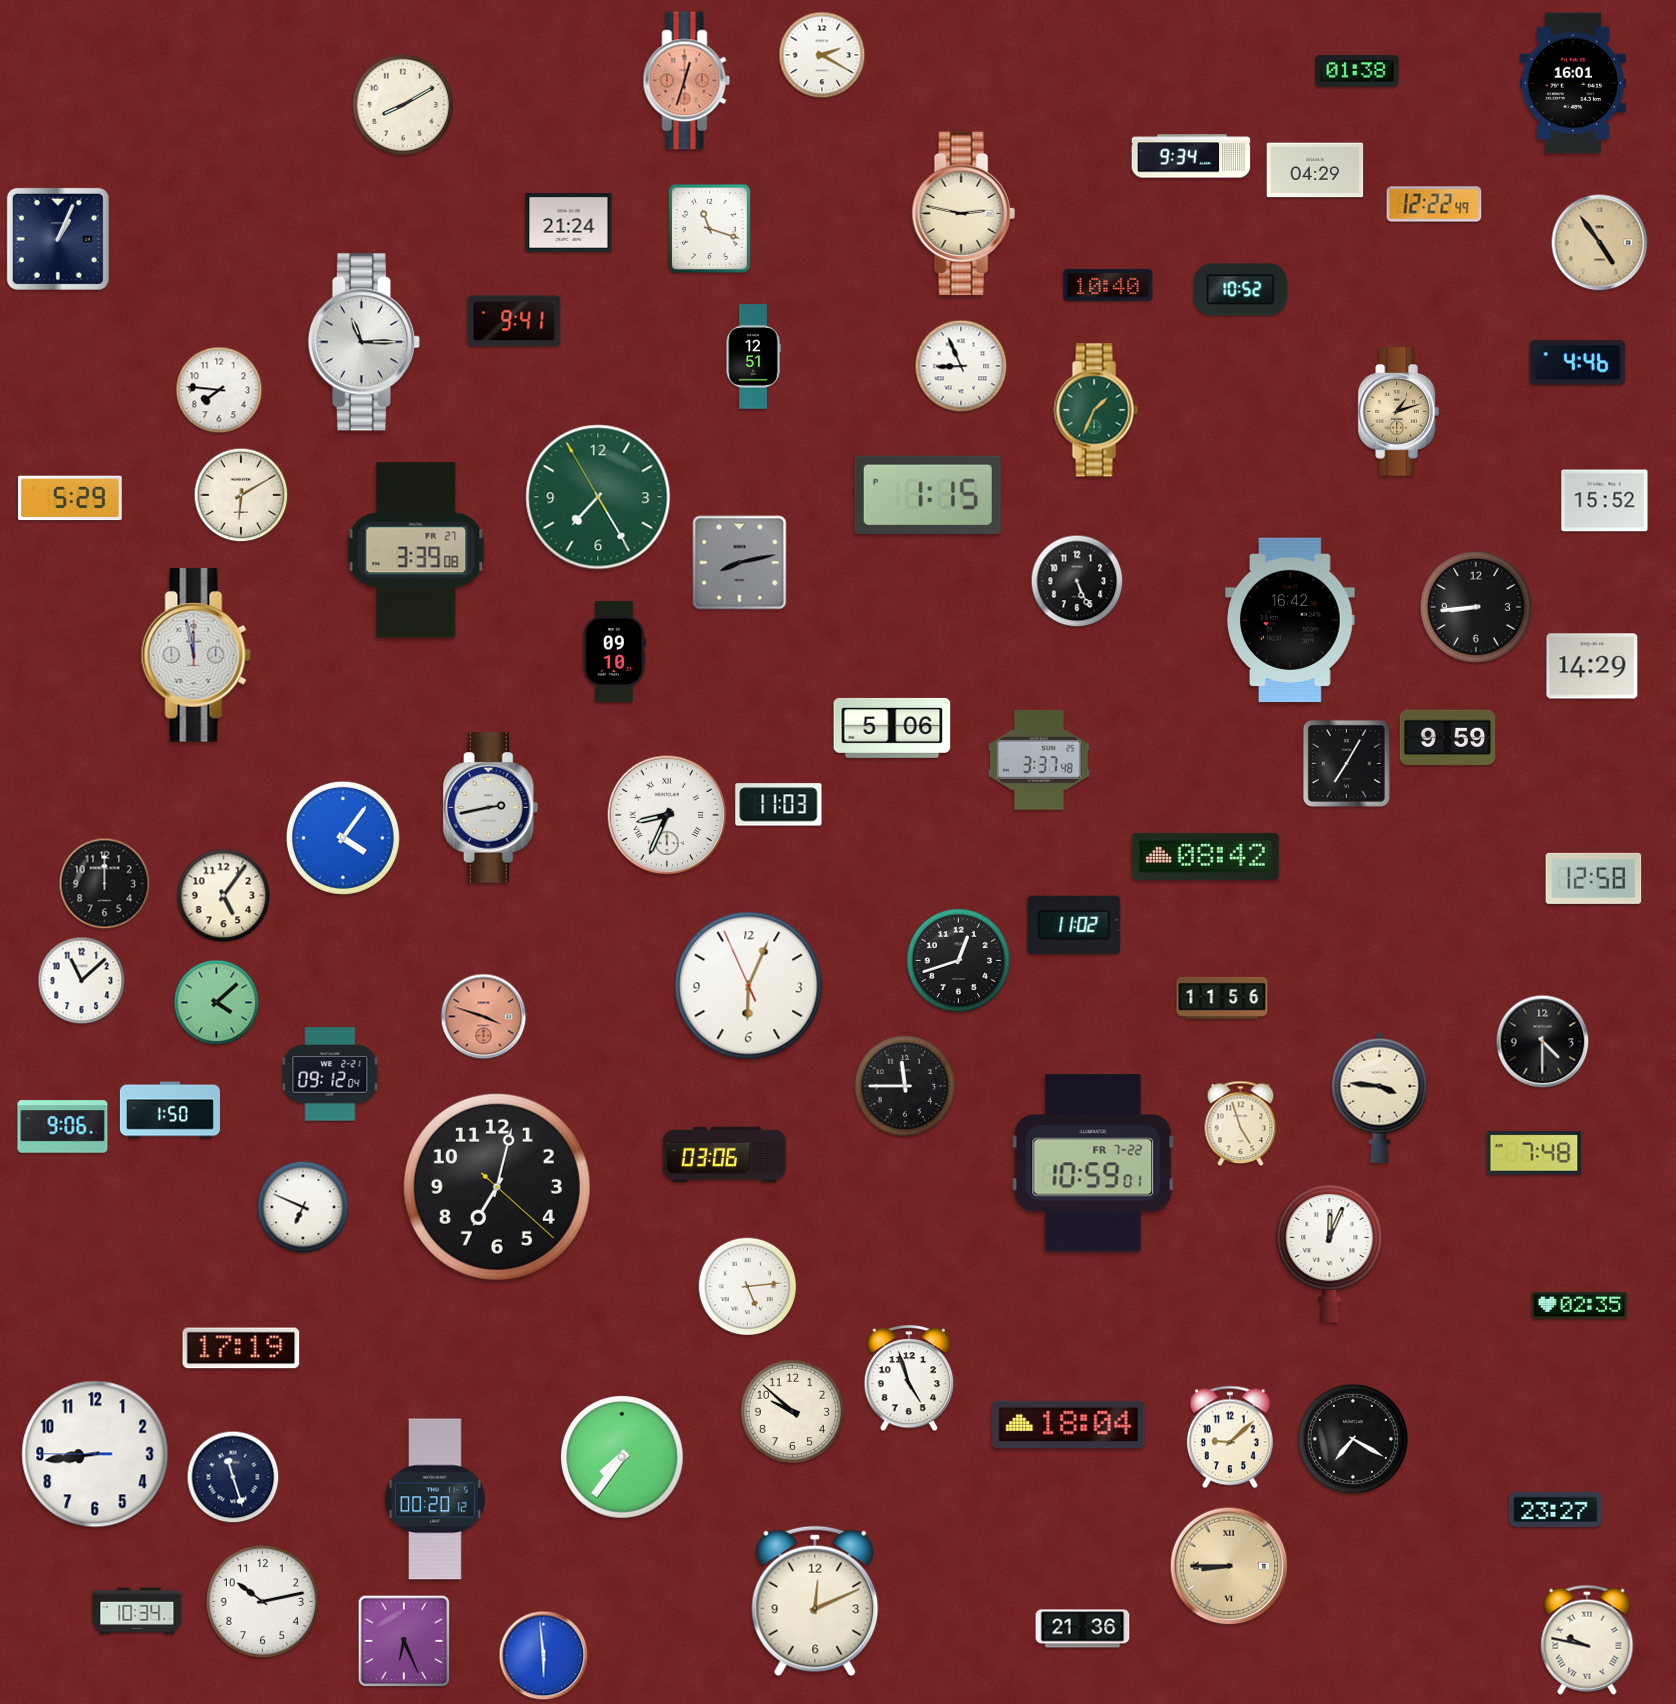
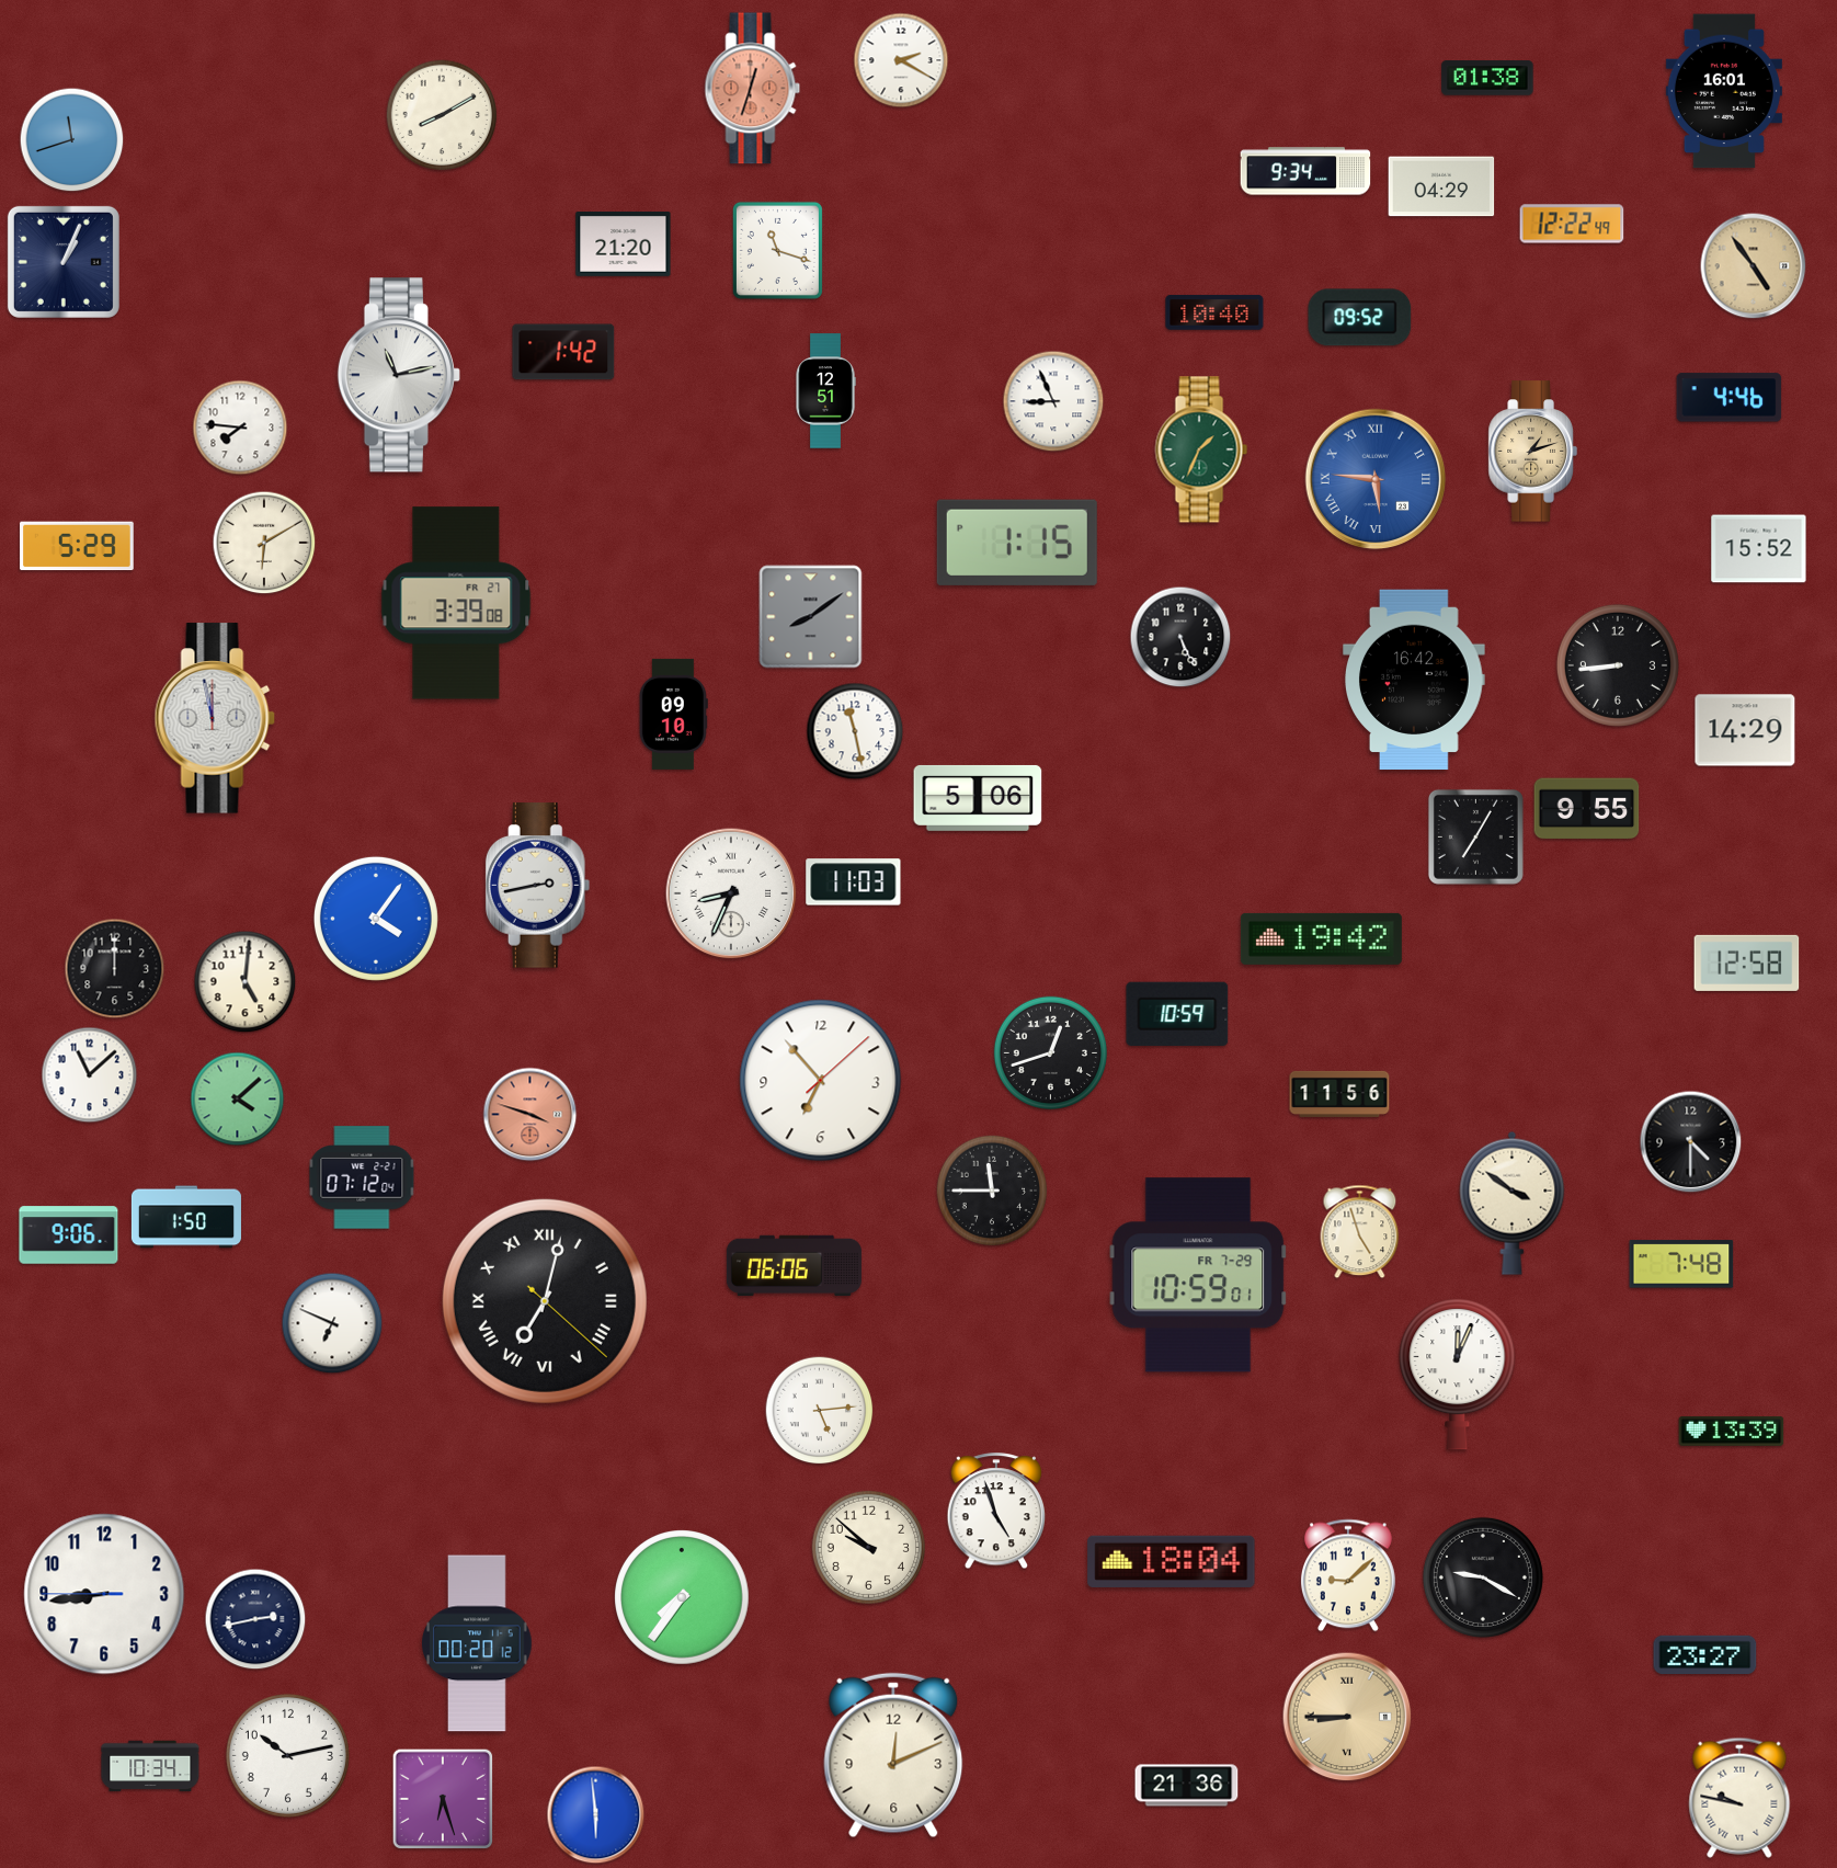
clock at (72, 140): none -> 11:42
clock at (963, 214): 2:47 -> none
clock at (569, 223): 21:24 -> 21:20
clock at (1241, 290): 10:52 -> 09:52
clock at (514, 321): 9:41 -> 1:42
clock at (364, 342): 11:15 -> 11:13
clock at (1376, 479): none -> 5:46
clock at (598, 497): 7:24 -> none
clock at (740, 563): 8:13 -> 8:09
clock at (855, 731): none -> 11:28
clock at (1448, 738): 9:59 -> 9:55
clock at (1039, 760): 3:37 -> none
clock at (1205, 856): 08:42 -> 19:42
clock at (224, 896): 5:06 -> 5:01
clock at (1074, 925): 11:02 -> 10:59
clock at (749, 986): 6:03 -> 6:53
clock at (330, 1074): 09:12 -> 07:12
clock at (1380, 1097): 3:46 -> 3:51
clock at (724, 1155): 03:06 -> 06:06
clock at (1093, 1163) date: FR 7-22 -> FR 7-29
clock at (497, 1187) numerals: Arabic -> Roman
clock at (1580, 1305): 02:35 -> 13:39
clock at (241, 1348): 17:19 -> none
clock at (1353, 1439): 7:20 -> 9:20
clock at (233, 1477): 11:27 -> 2:43
clock at (404, 1641): 6:26 -> 6:27
